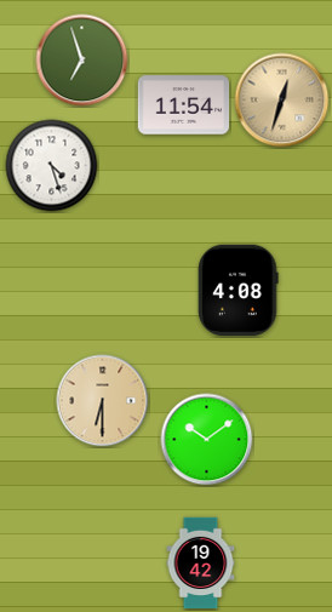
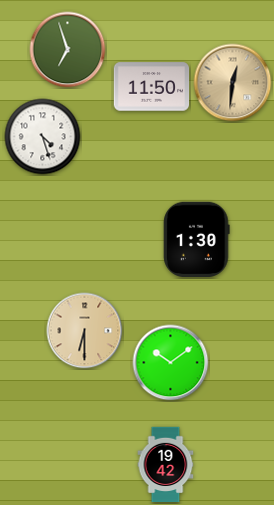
clock at (282, 101): 12:33 -> 12:31
clock at (184, 105): 11:54 -> 11:50
clock at (239, 290): 4:08 -> 1:30
